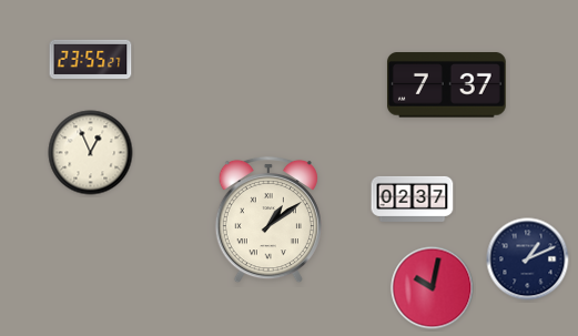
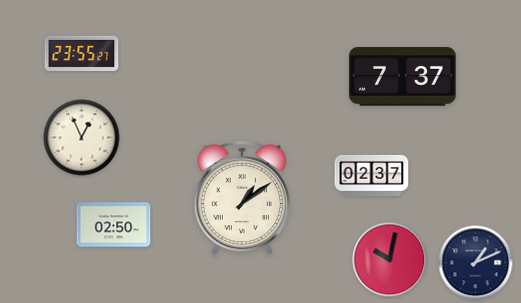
clock at (413, 198) position: (413, 198) -> (372, 175)
clock at (114, 225): none -> 02:50
clock at (528, 259) position: (528, 259) -> (476, 263)
